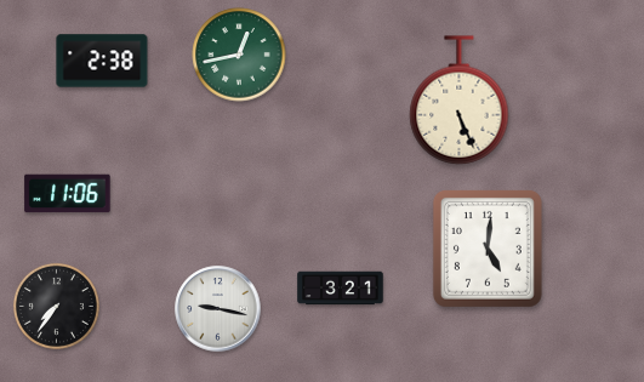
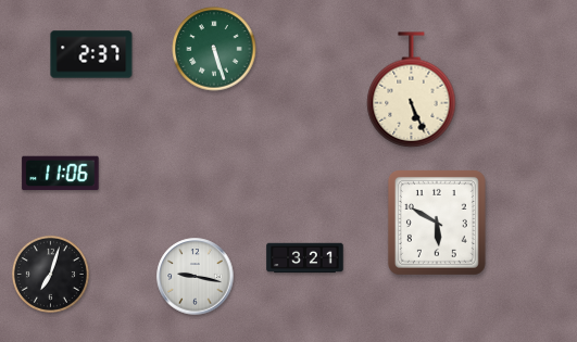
clock at (239, 55): 12:43 -> 5:27
clock at (102, 61): 2:38 -> 2:37
clock at (488, 249): 5:01 -> 5:50
clock at (56, 306): 7:36 -> 7:03
